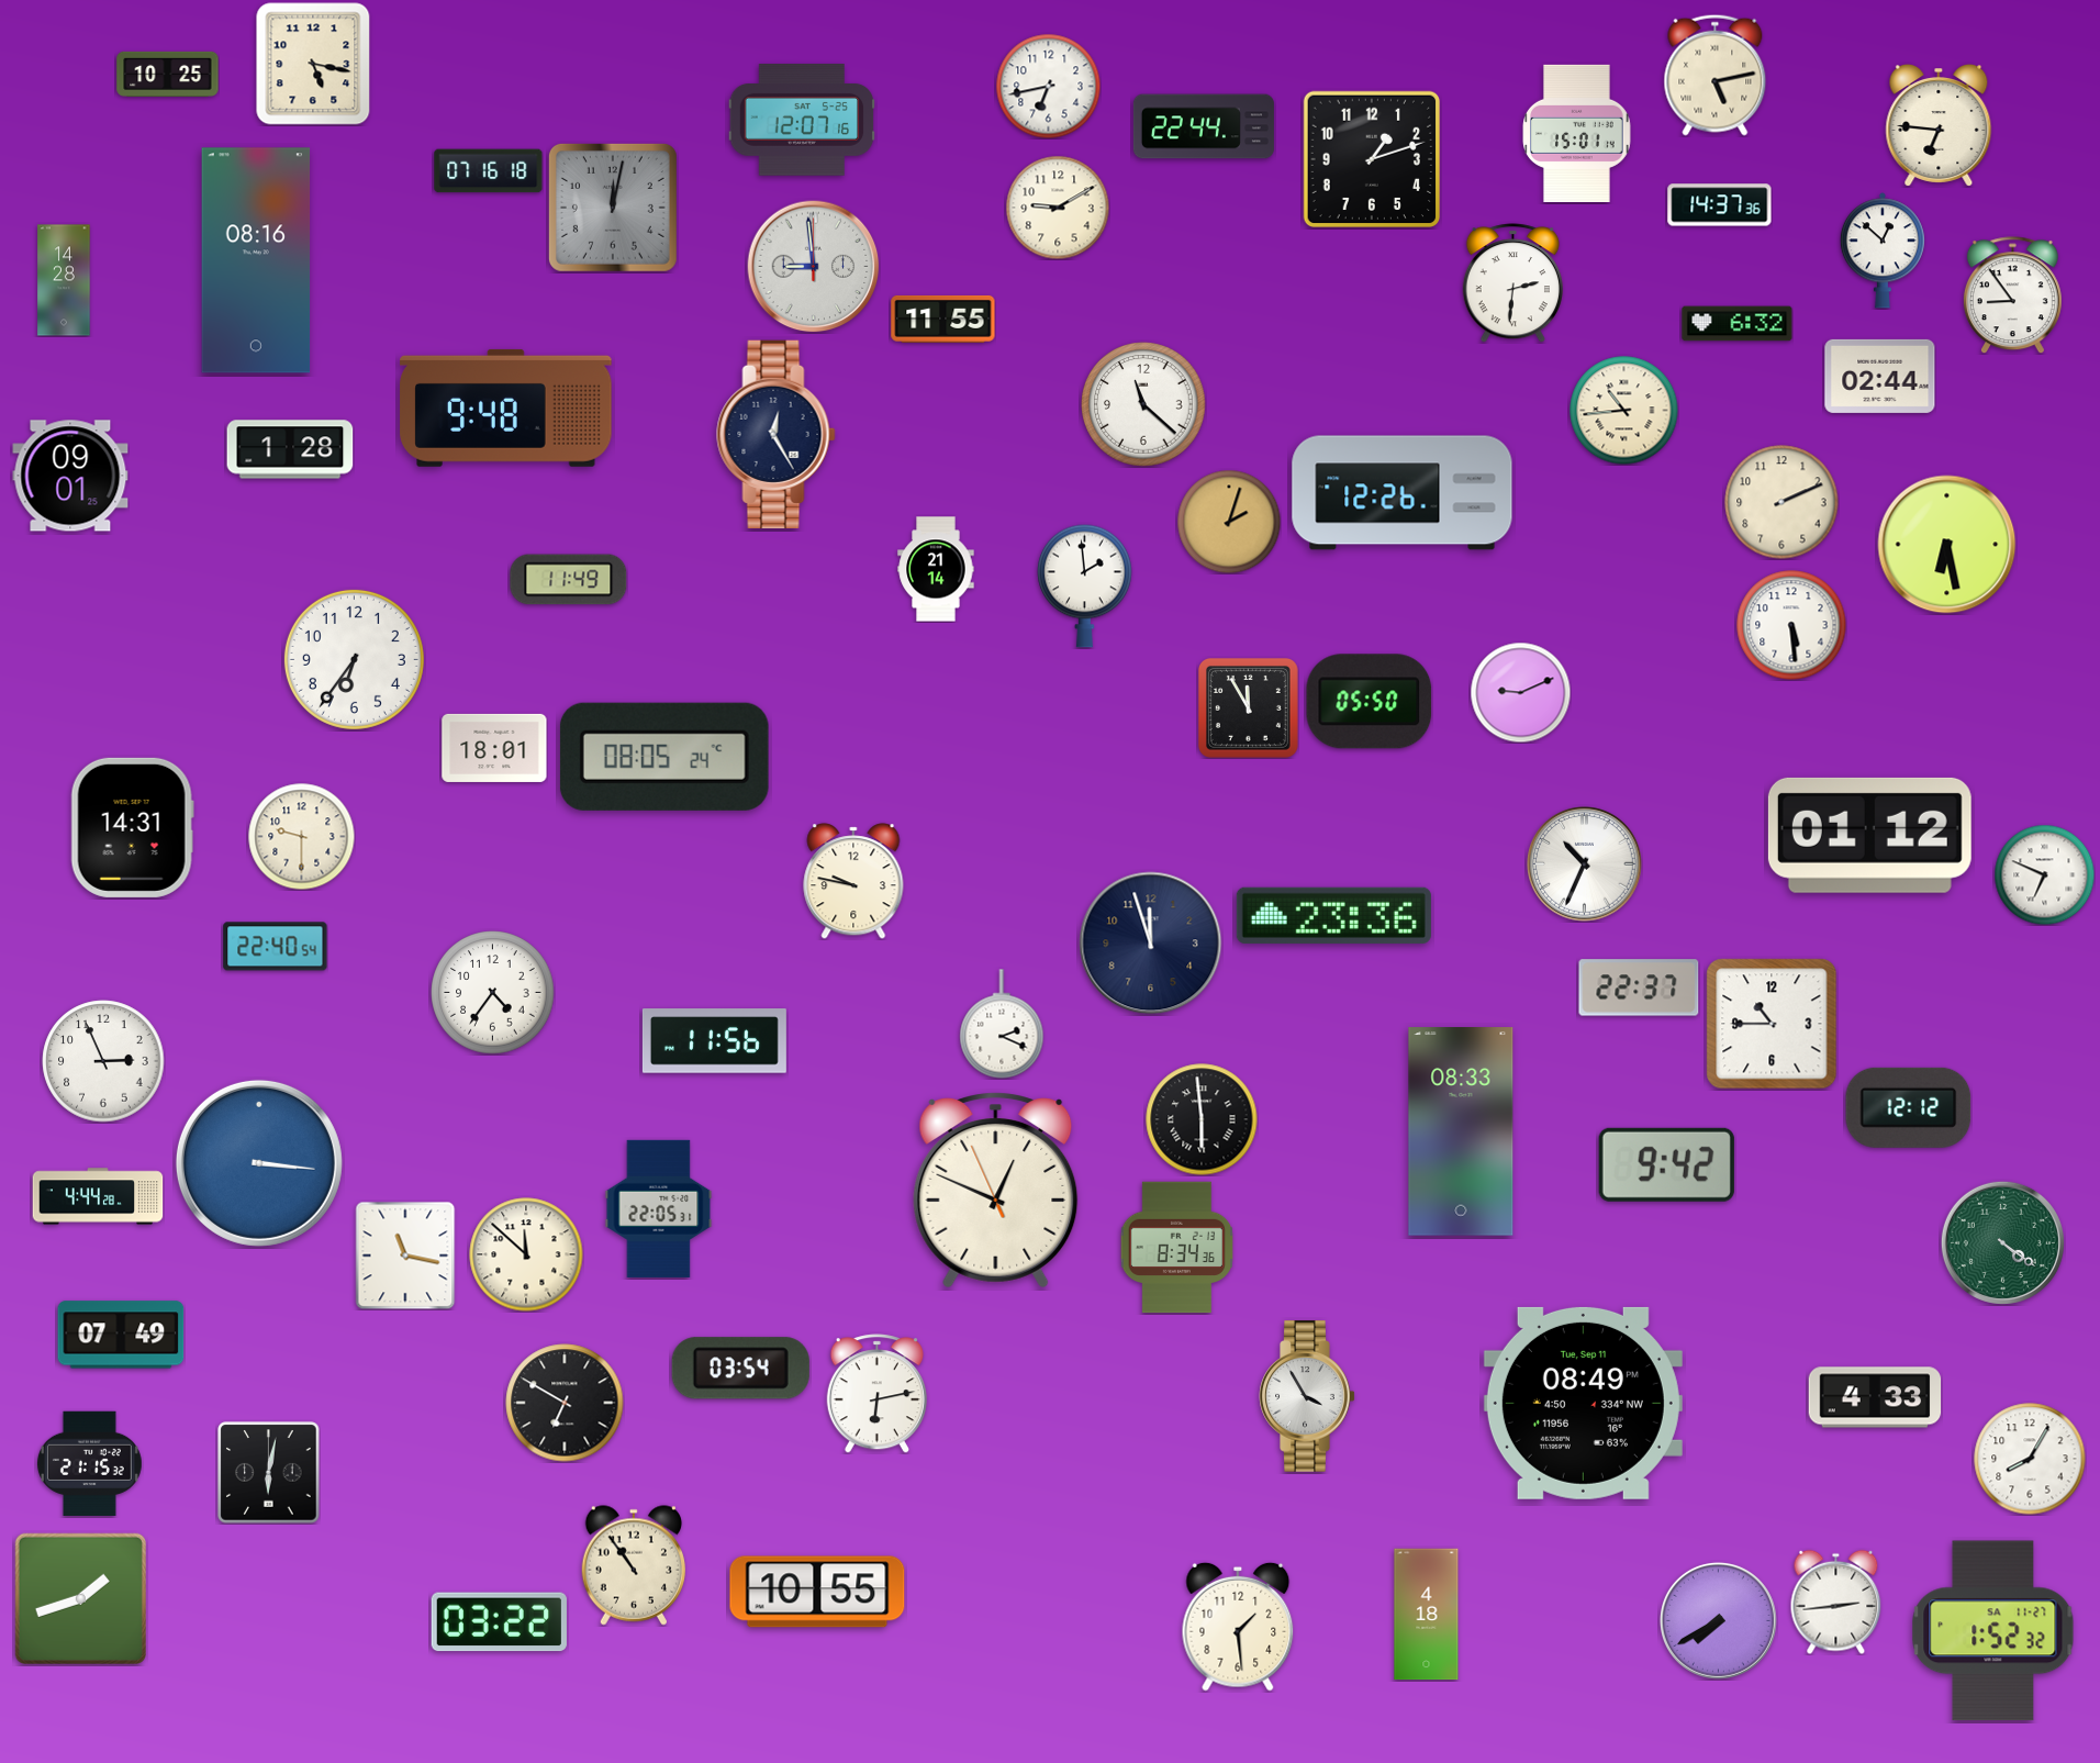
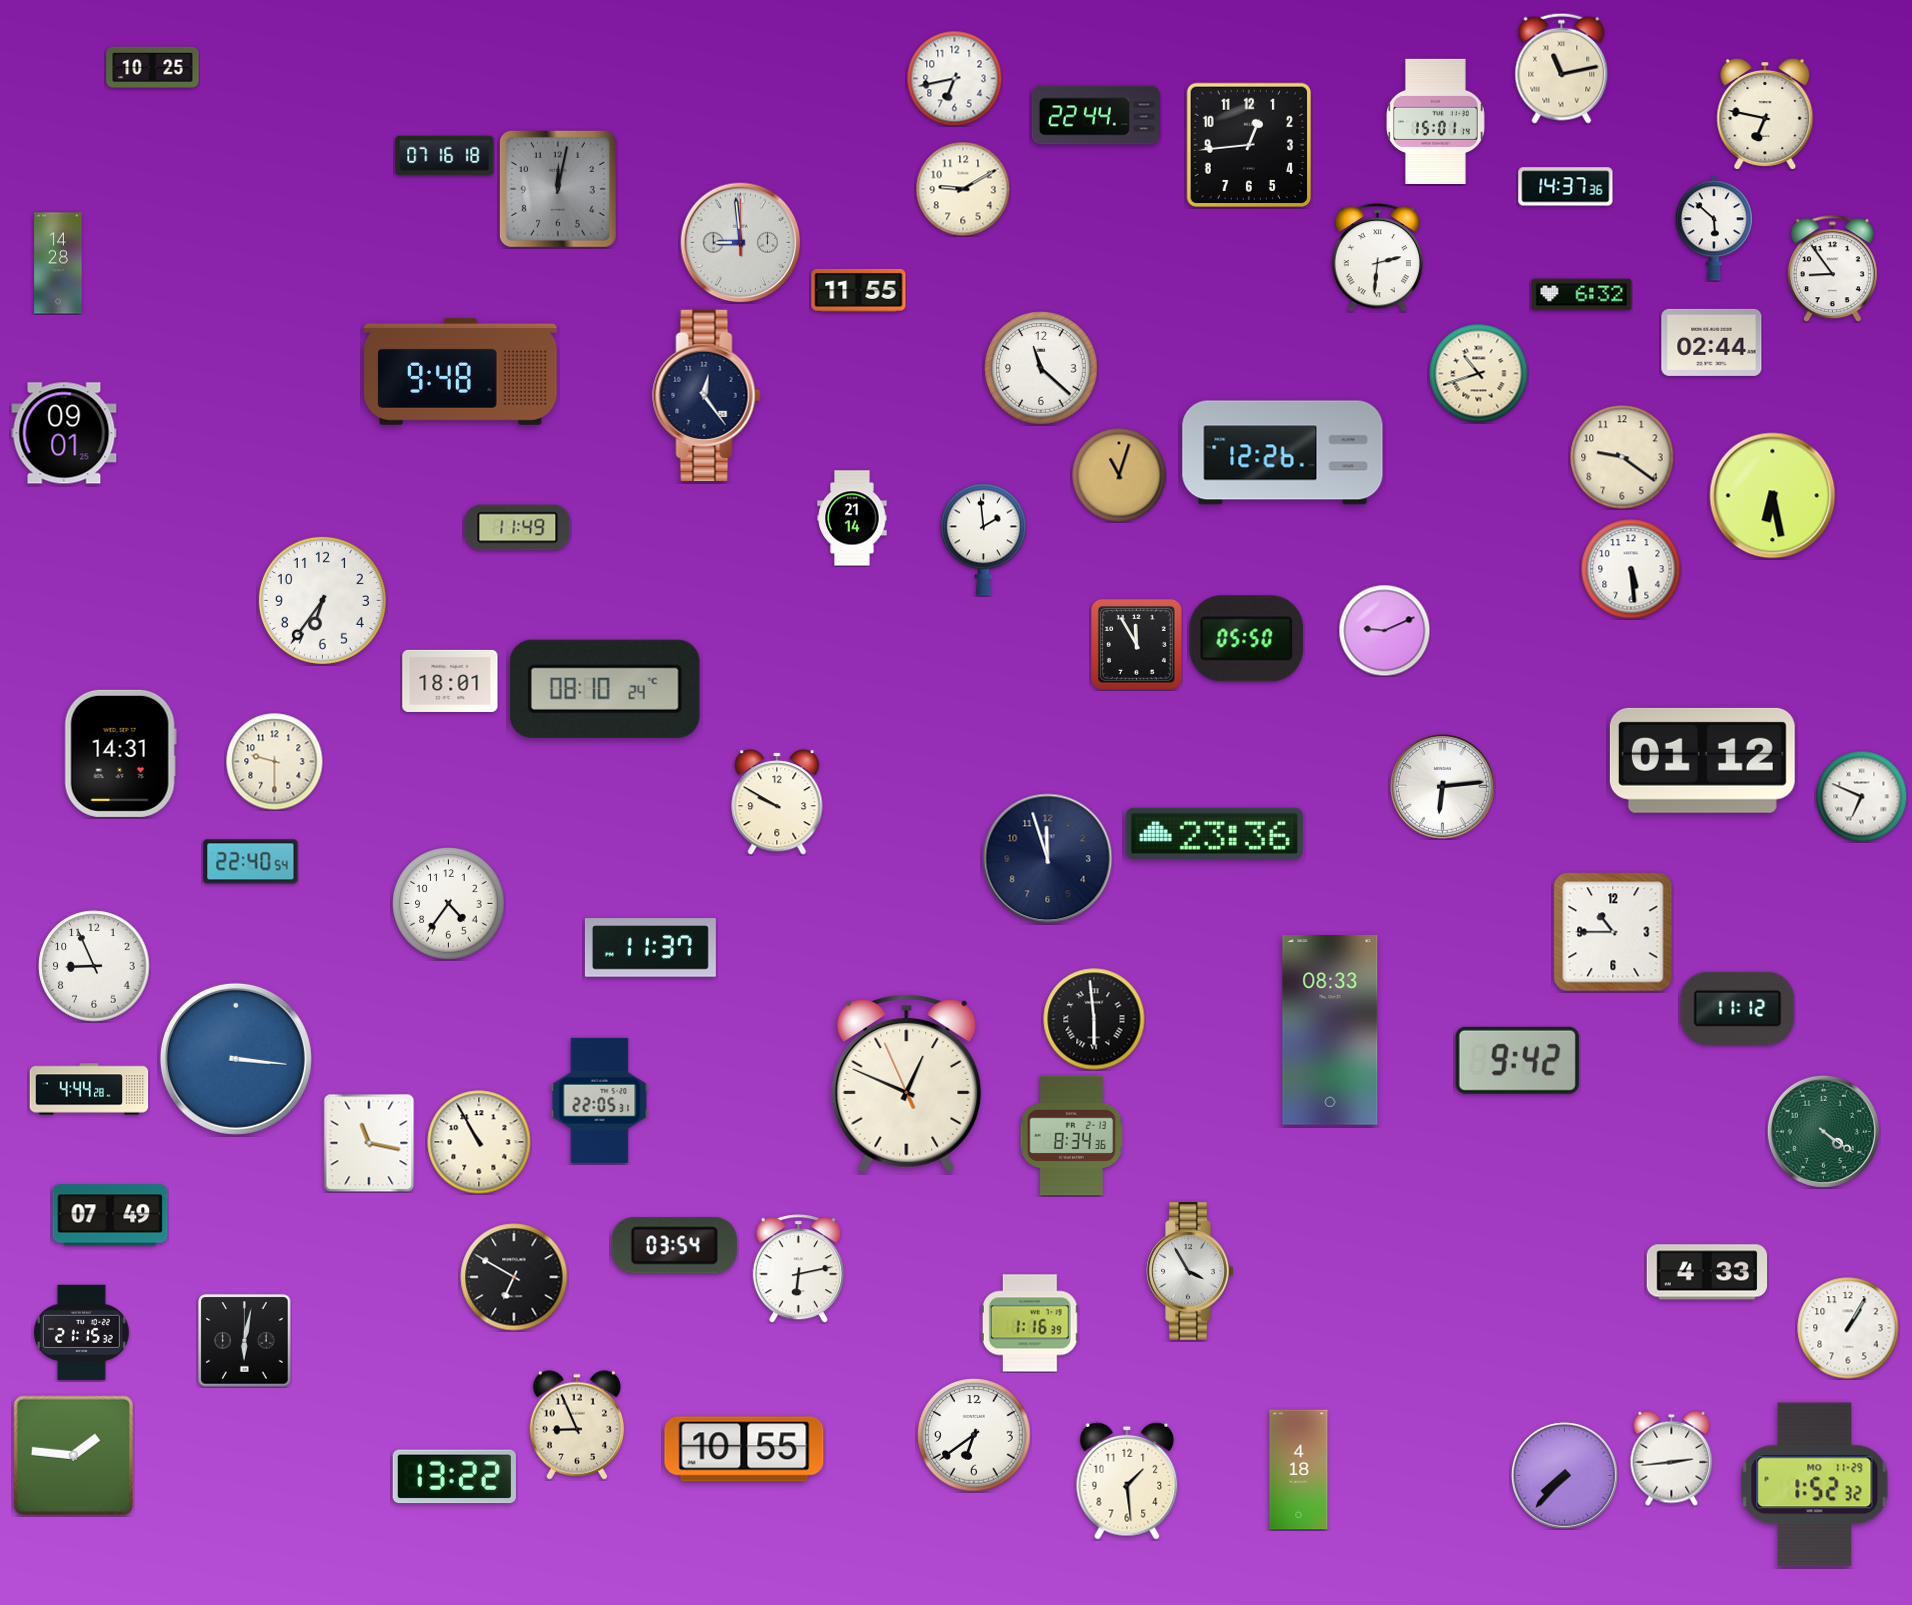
clock at (313, 64): 5:17 -> none
clock at (1716, 75): 5:13 -> 11:13
clock at (802, 120): 12:07 -> none
clock at (1939, 126): 6:46 -> 6:47
clock at (1371, 158): 1:12 -> 12:44
clock at (1883, 250): 12:52 -> 5:52
clock at (256, 260): 08:16 -> none
clock at (64, 280) position: (64, 280) -> (58, 263)
clock at (1624, 411): 10:44 -> 10:42
clock at (777, 434): 12:25 -> 12:24
clock at (290, 449): 1:28 -> none
clock at (1403, 493) position: (1403, 493) -> (1283, 453)
clock at (1781, 502): 2:11 -> 9:21
clock at (1229, 522): 2:03 -> 11:03
clock at (1085, 585) position: (1085, 585) -> (984, 539)
clock at (664, 757): 08:05 -> 08:10
clock at (1585, 864): 10:34 -> 6:14
clock at (853, 881): 9:47 -> 9:50
clock at (1639, 987): 22:37 -> none
clock at (1002, 1024): 2:19 -> none
clock at (714, 1041): 11:56 -> 11:37
clock at (103, 1061): 2:56 -> 8:56
clock at (1909, 1107): 12:12 -> 11:12
clock at (526, 1254): 11:52 -> 10:55
clock at (1583, 1403): 08:49 -> none
clock at (1030, 1323): none -> 1:16
clock at (2030, 1459): 8:05 -> 1:05
clock at (633, 1565): 10:54 -> 8:56
clock at (974, 1435): none -> 6:39
clock at (80, 1598): 1:42 -> 1:46
clock at (1718, 1620): 7:40 -> 7:37
clock at (499, 1622): 03:22 -> 13:22
clock at (1993, 1631) date: SA 11-27 -> MO 11-29
